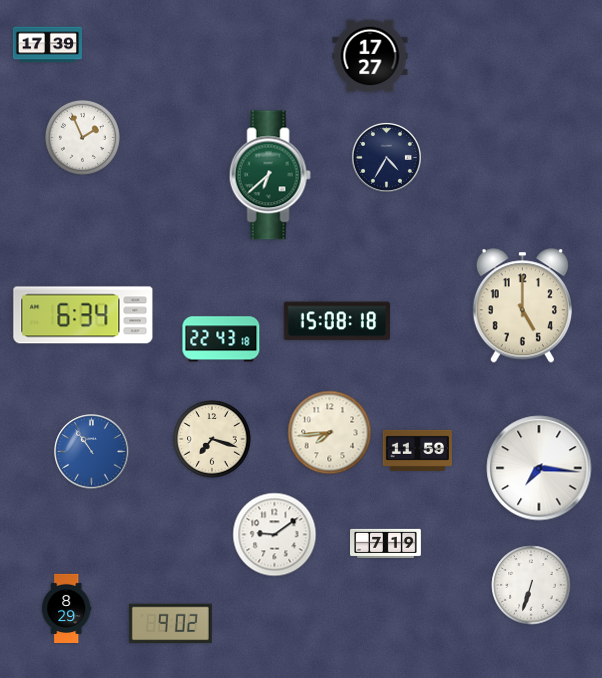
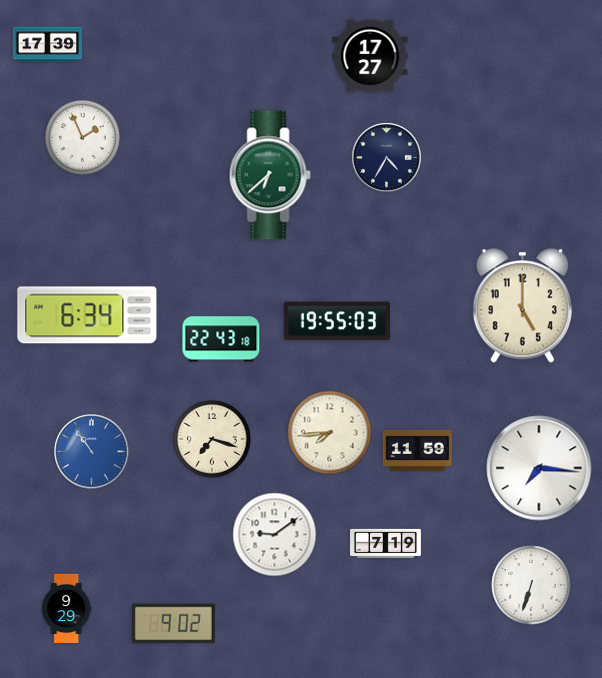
clock at (83, 315) position: (83, 315) -> (87, 315)
clock at (337, 321): 15:08 -> 19:55
clock at (67, 608): 8:29 -> 9:29
clock at (170, 624) position: (170, 624) -> (173, 624)
